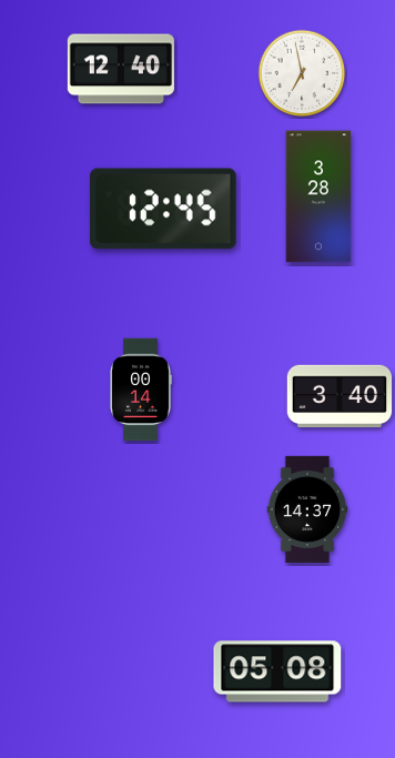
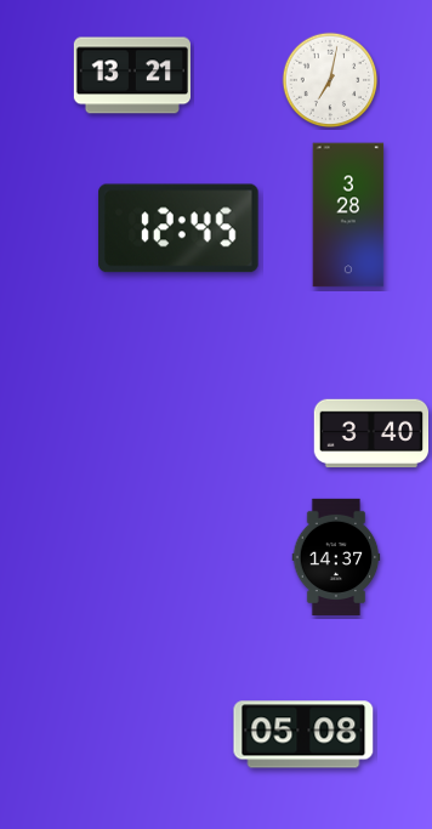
clock at (121, 69): 12:40 -> 13:21
clock at (302, 73): 6:58 -> 7:02
clock at (141, 390): 00:14 -> none
